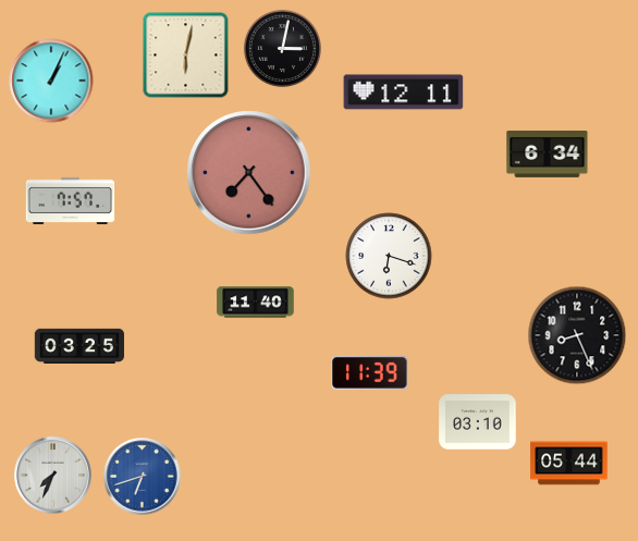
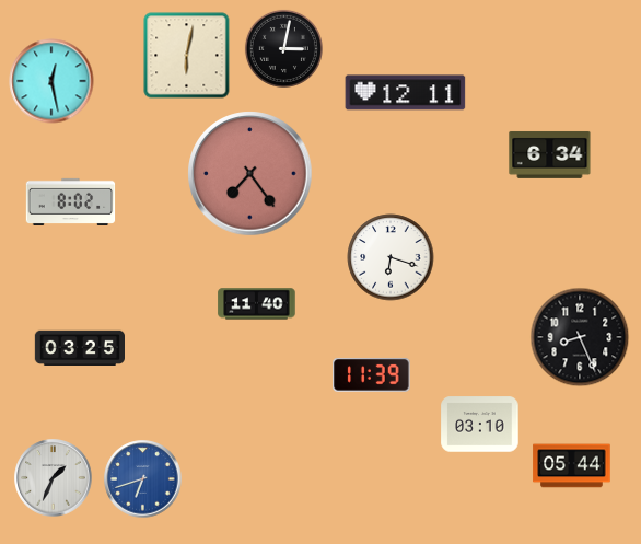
clock at (51, 81): 1:04 -> 12:28
clock at (71, 200): 7:57 -> 8:02
clock at (53, 476): 7:34 -> 1:34
